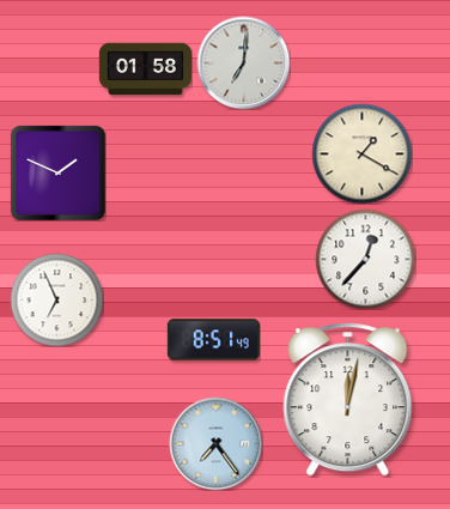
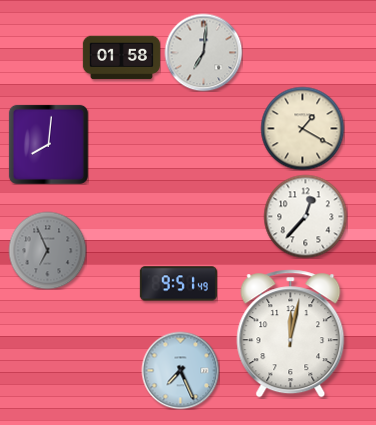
clock at (57, 172): 1:49 -> 8:01
clock at (56, 299) dial: white -> grey
clock at (213, 340): 8:51 -> 9:51
clock at (215, 443): 7:24 -> 7:26
